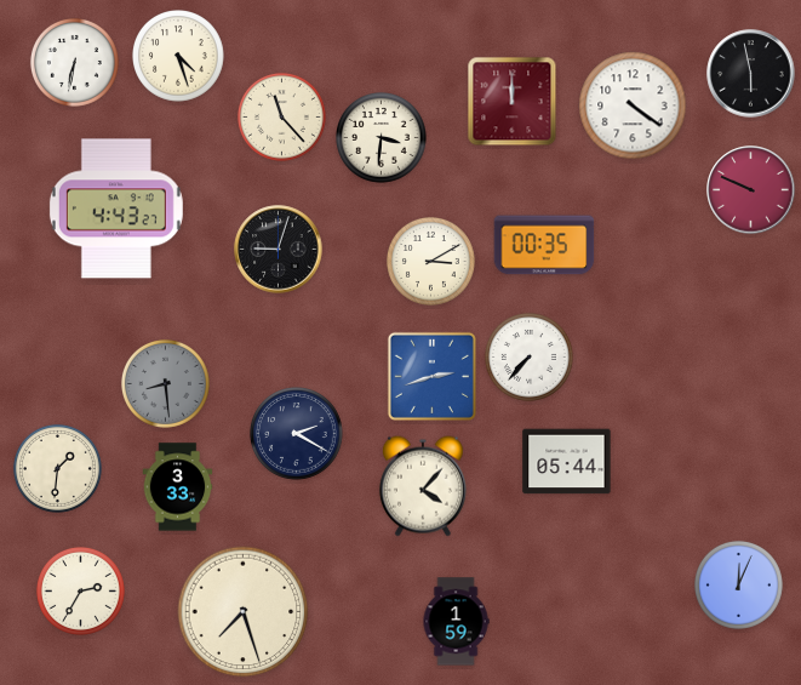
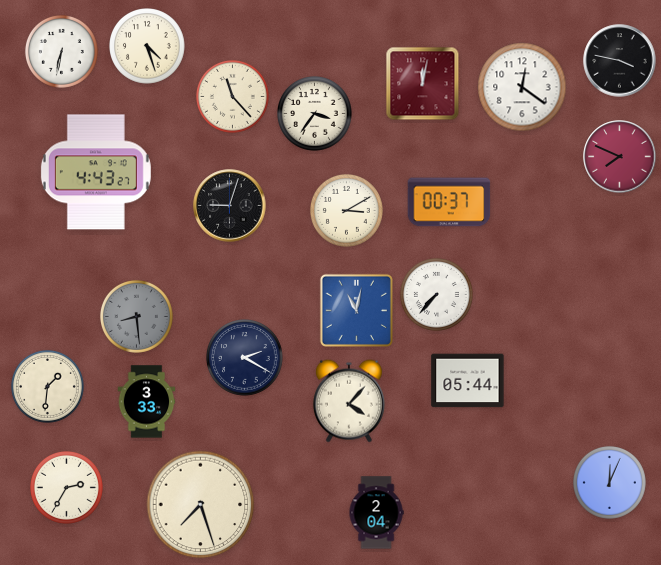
clock at (751, 74): 5:58 -> 3:47
clock at (513, 102): 12:00 -> 12:02
clock at (633, 105): 4:21 -> 12:21
clock at (382, 138): 3:31 -> 3:36
clock at (751, 190): 9:49 -> 7:49
clock at (544, 245): 00:35 -> 00:37
clock at (430, 261) position: (430, 261) -> (346, 210)
clock at (431, 376): 2:42 -> 11:02
clock at (456, 622): 1:59 -> 2:04
